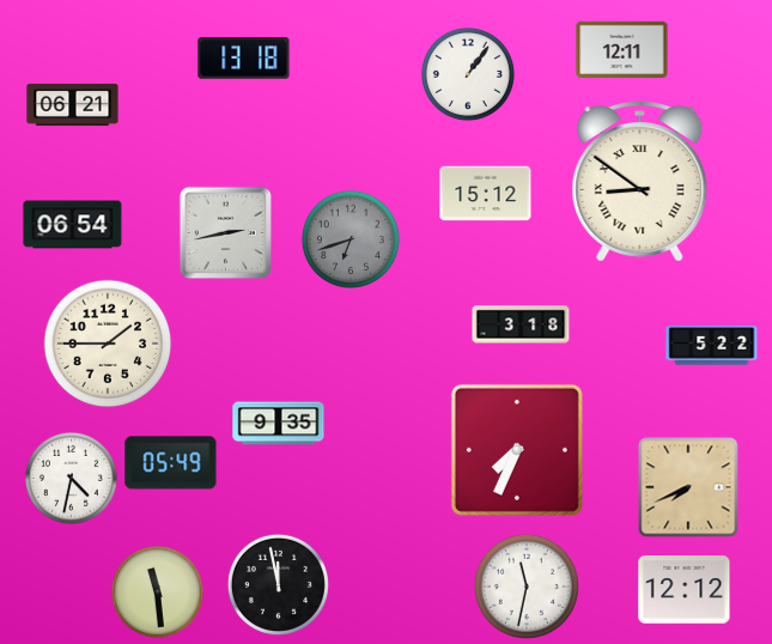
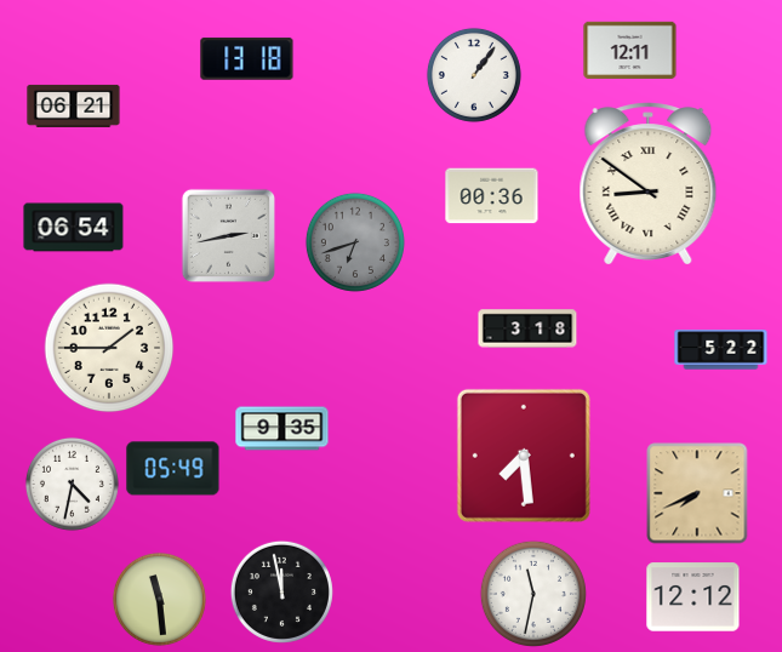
clock at (486, 194): 15:12 -> 00:36
clock at (517, 450): 7:34 -> 7:29
